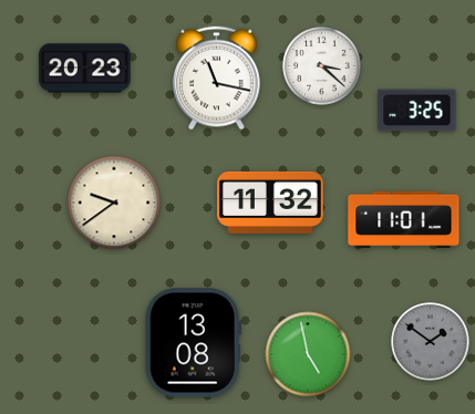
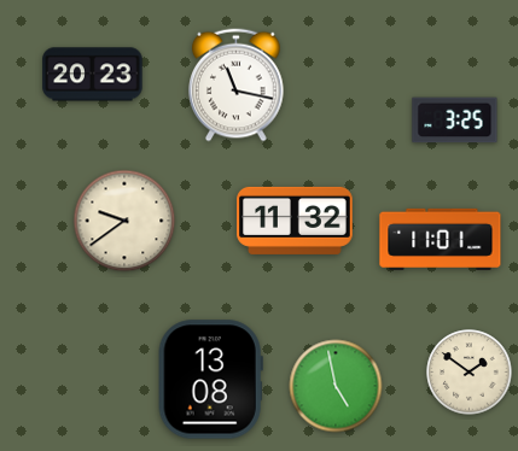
clock at (322, 66): 3:22 -> none
clock at (431, 342) dial: grey -> cream
clock at (193, 343) position: (193, 343) -> (210, 380)
